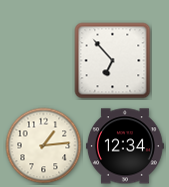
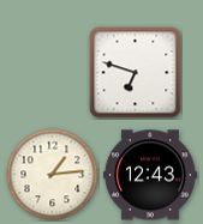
clock at (113, 61): 6:53 -> 6:48
clock at (125, 146): 12:34 -> 12:43
